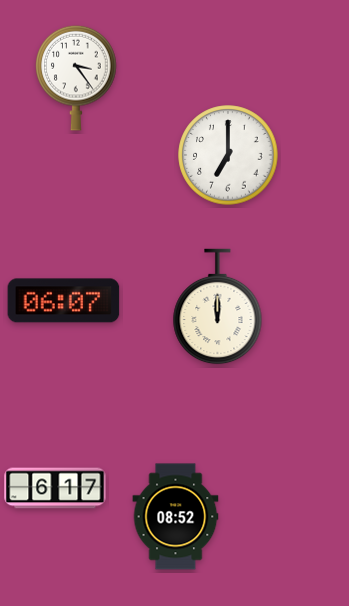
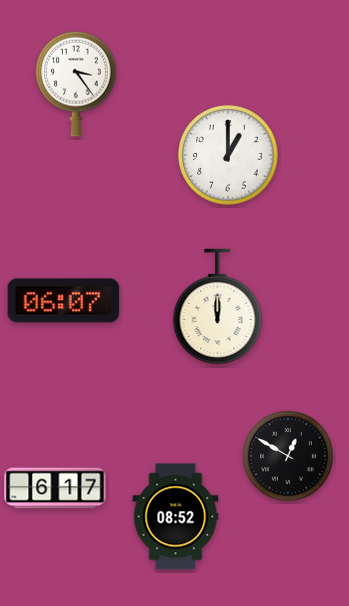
clock at (76, 78) position: (76, 78) -> (76, 84)
clock at (228, 155): 7:00 -> 1:00
clock at (288, 456): none -> 12:50
